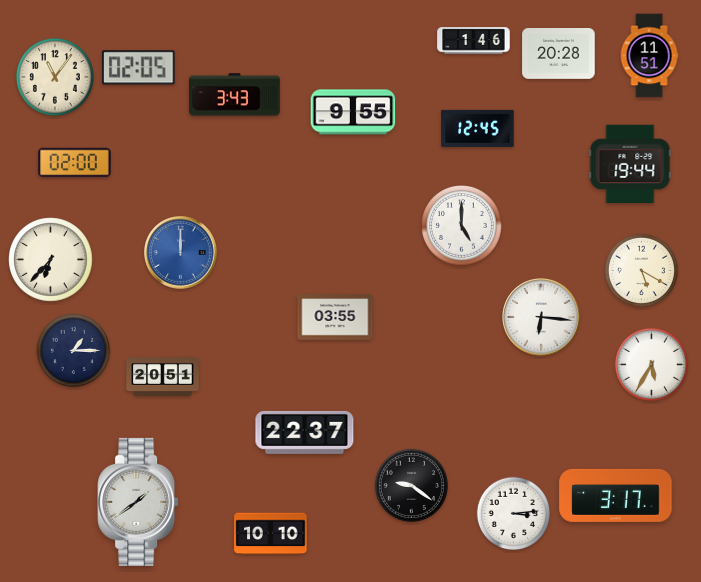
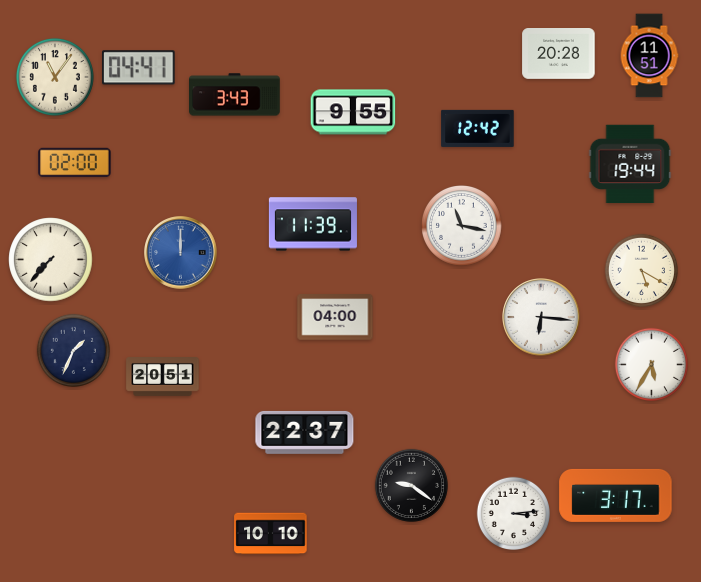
clock at (474, 41): 1:46 -> none
clock at (139, 68): 02:05 -> 04:41
clock at (478, 128): 12:45 -> 12:42
clock at (313, 224): none -> 11:39
clock at (462, 226): 5:00 -> 11:17
clock at (51, 260): 6:37 -> 7:37
clock at (335, 317): 03:55 -> 04:00
clock at (73, 350): 1:15 -> 1:34
clock at (138, 502): 1:39 -> none
